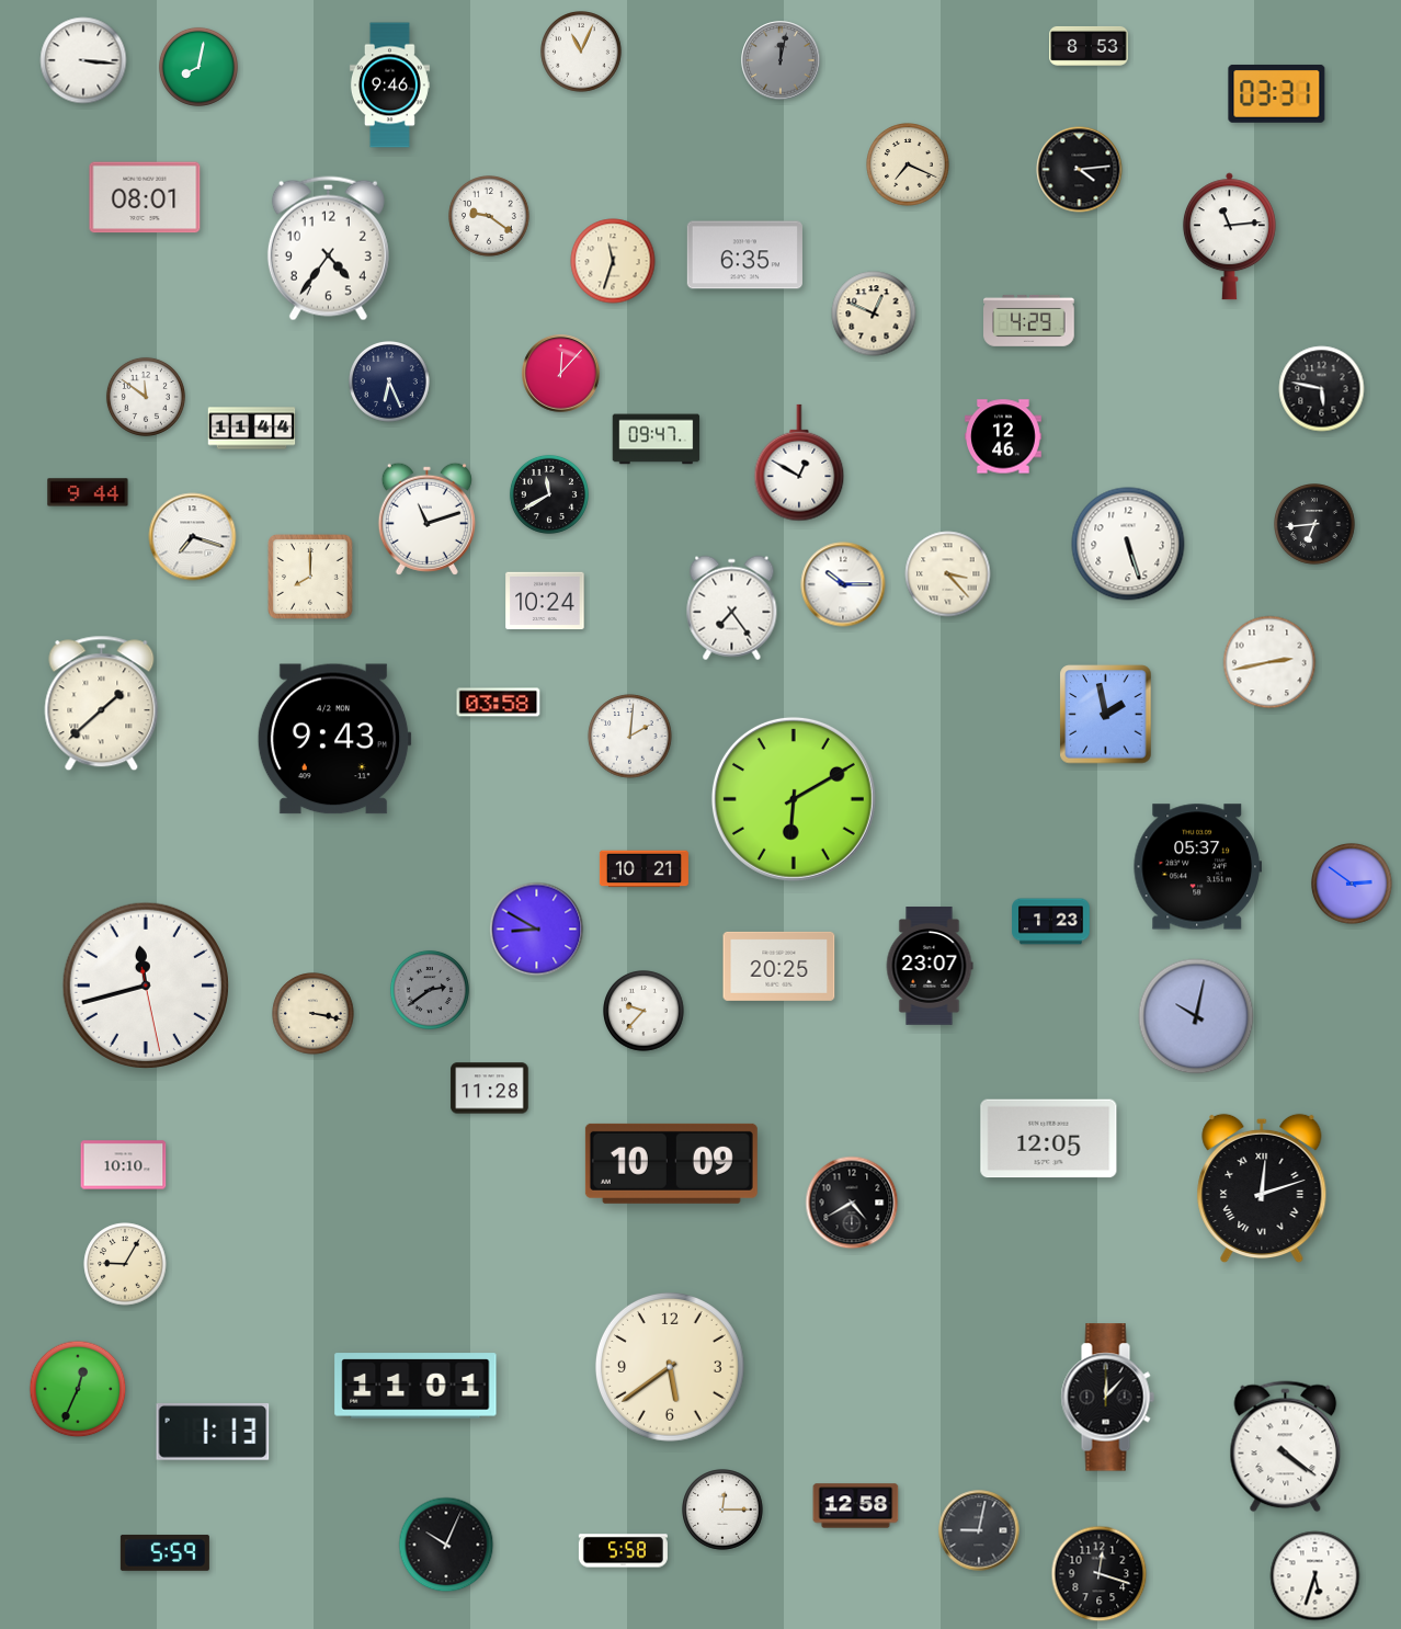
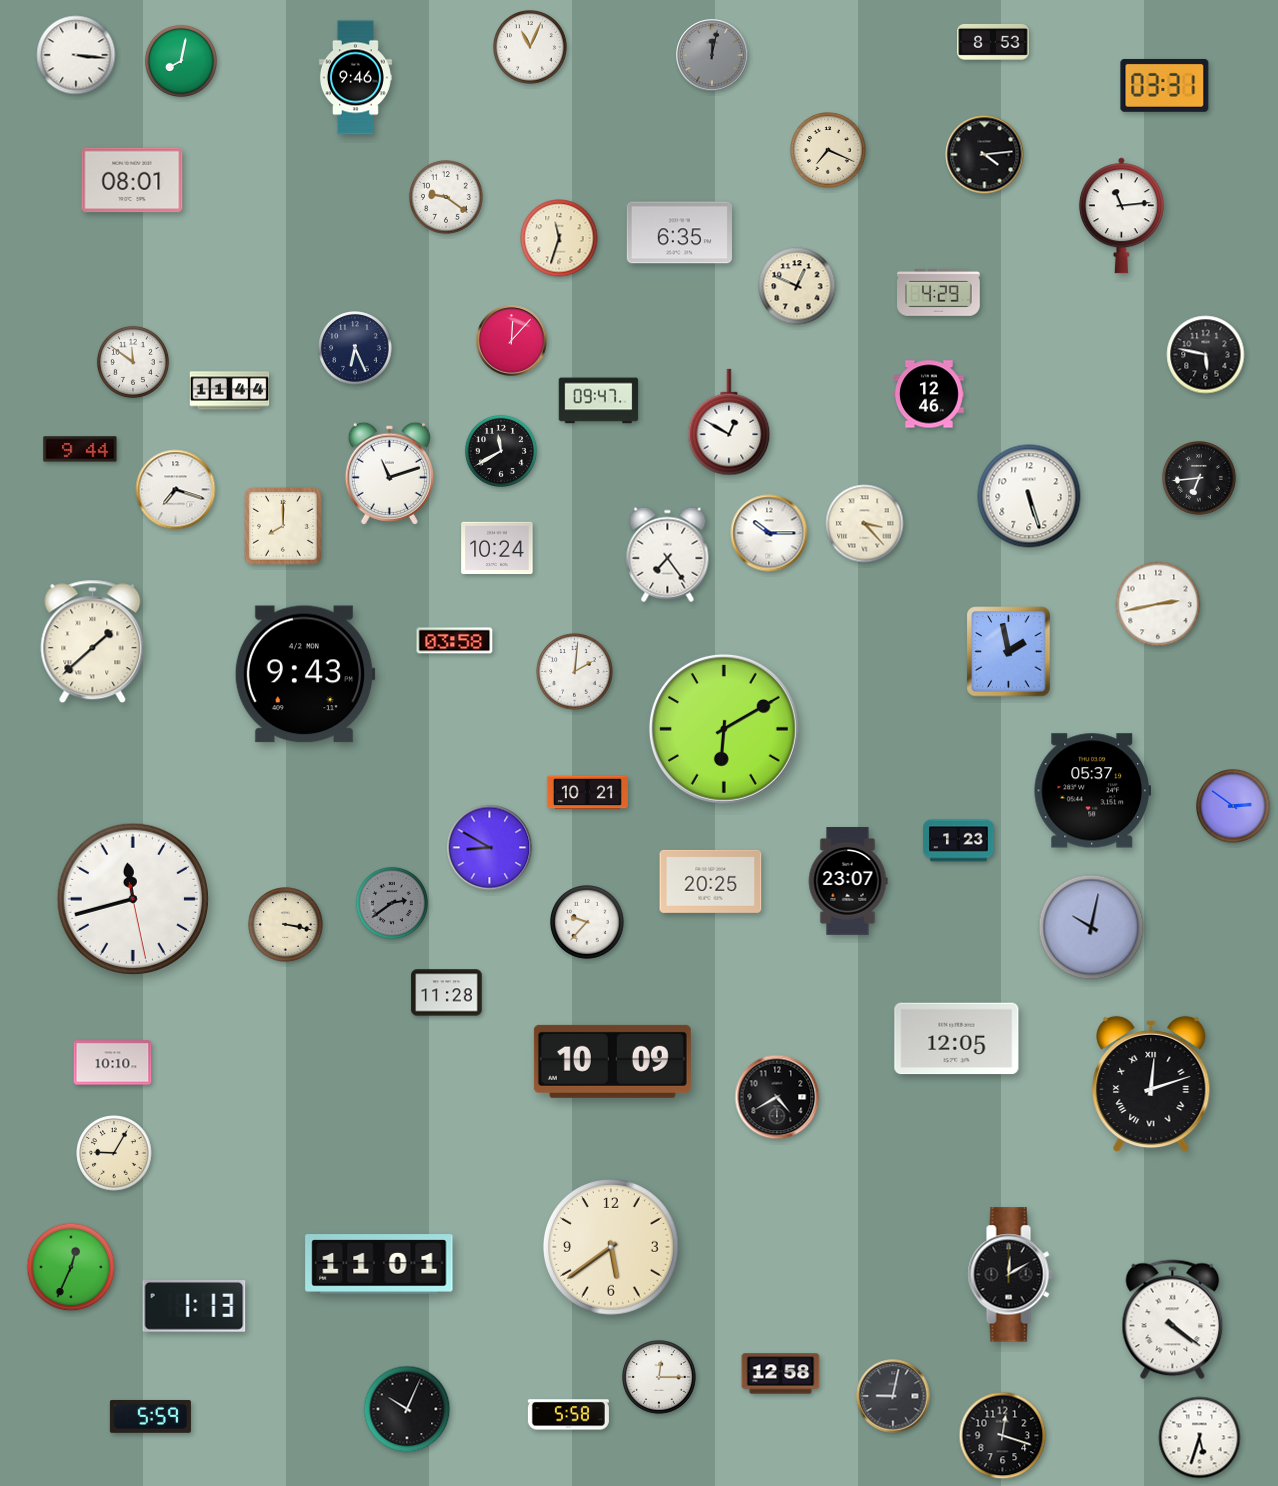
clock at (328, 249): 4:36 -> none
clock at (1004, 436) position: (1004, 436) -> (930, 394)
clock at (1107, 1398): 12:07 -> 12:10
